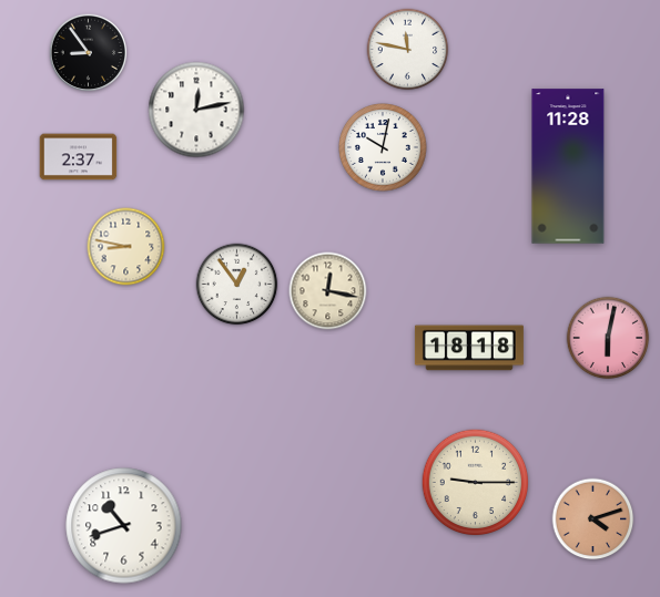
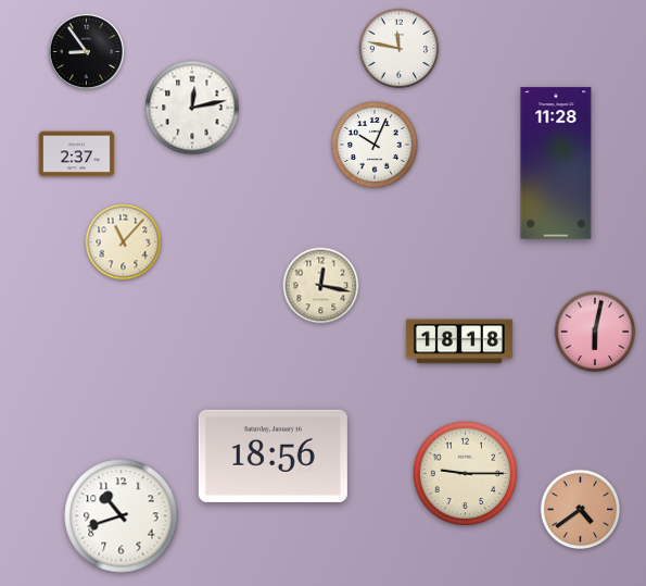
clock at (383, 147): 10:02 -> 10:04
clock at (126, 247): 8:47 -> 11:07
clock at (237, 285): 12:54 -> none
clock at (273, 456): none -> 18:56
clock at (593, 519): 4:12 -> 4:39
